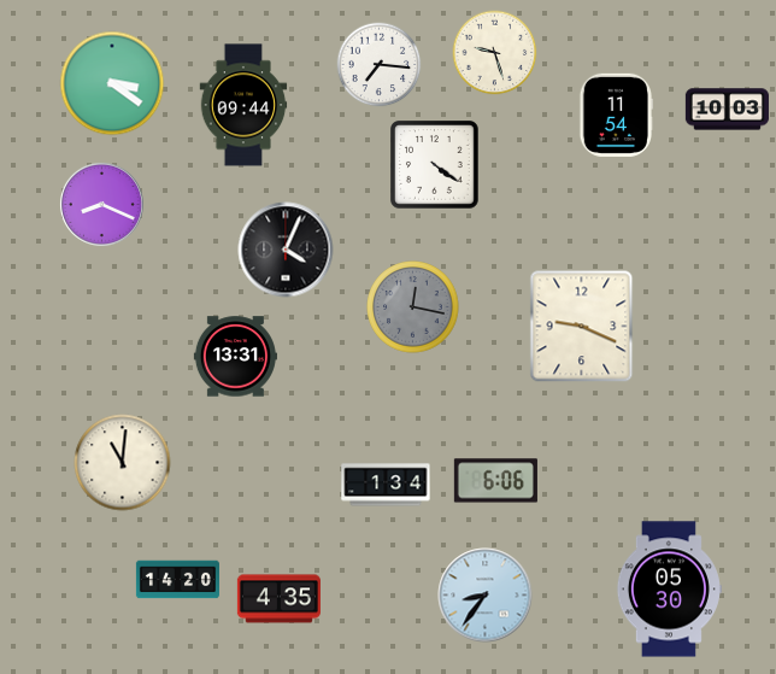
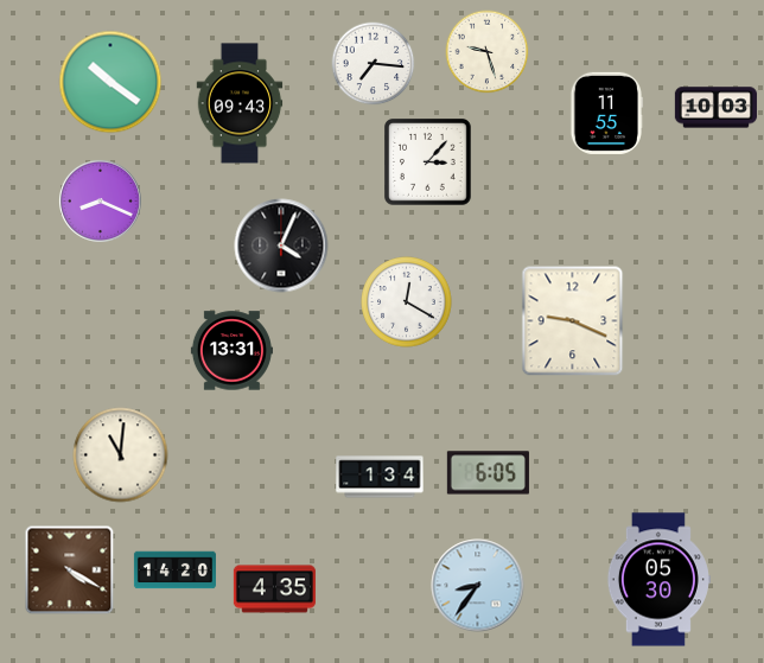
clock at (112, 83): 3:21 -> 10:21
clock at (243, 105): 09:44 -> 09:43
clock at (615, 115): 11:54 -> 11:55
clock at (435, 165): 4:21 -> 3:07
clock at (413, 307): 12:17 -> 12:20
clock at (413, 307) dial: grey -> white
clock at (495, 481): 6:06 -> 6:05
clock at (70, 570): none -> 4:20
